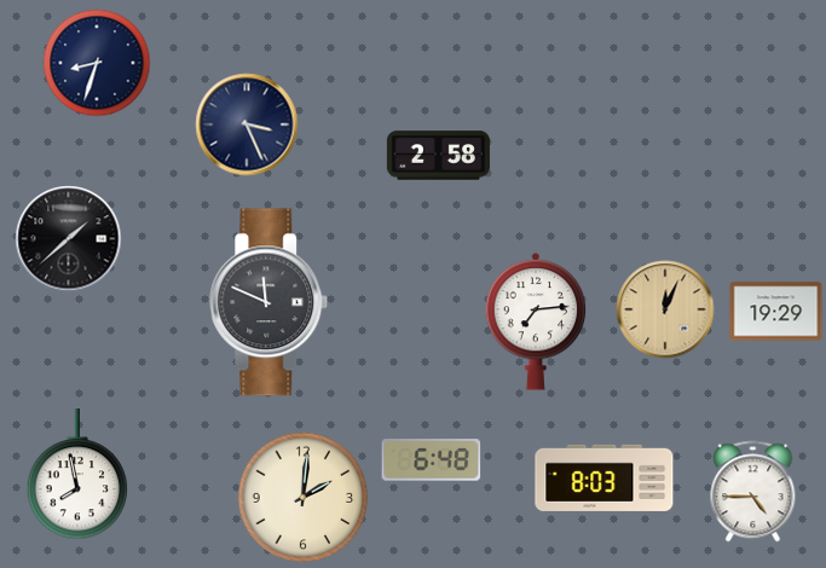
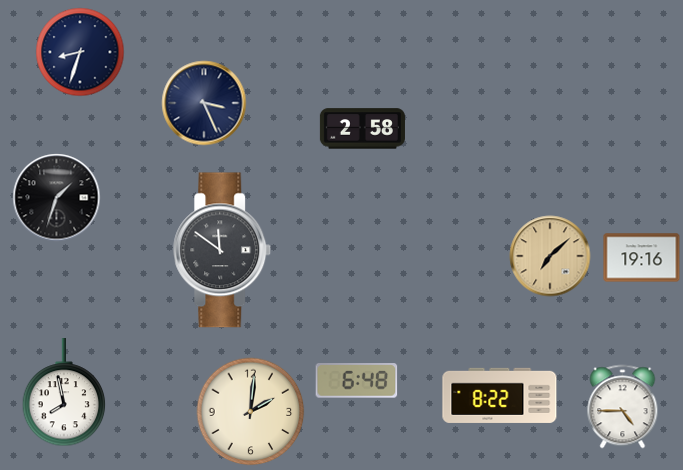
clock at (69, 239): 1:38 -> 1:33
clock at (268, 302): 11:49 -> 11:51
clock at (665, 309): 12:04 -> 7:08
clock at (776, 312): 19:29 -> 19:16
clock at (536, 321): 7:14 -> none
clock at (605, 477): 8:03 -> 8:22
